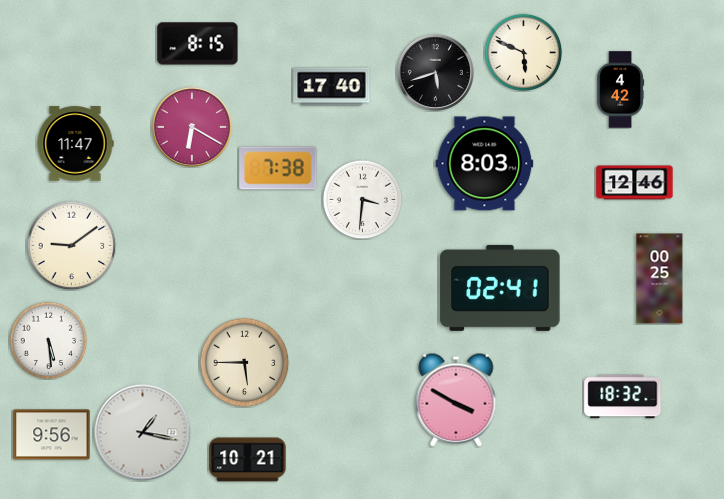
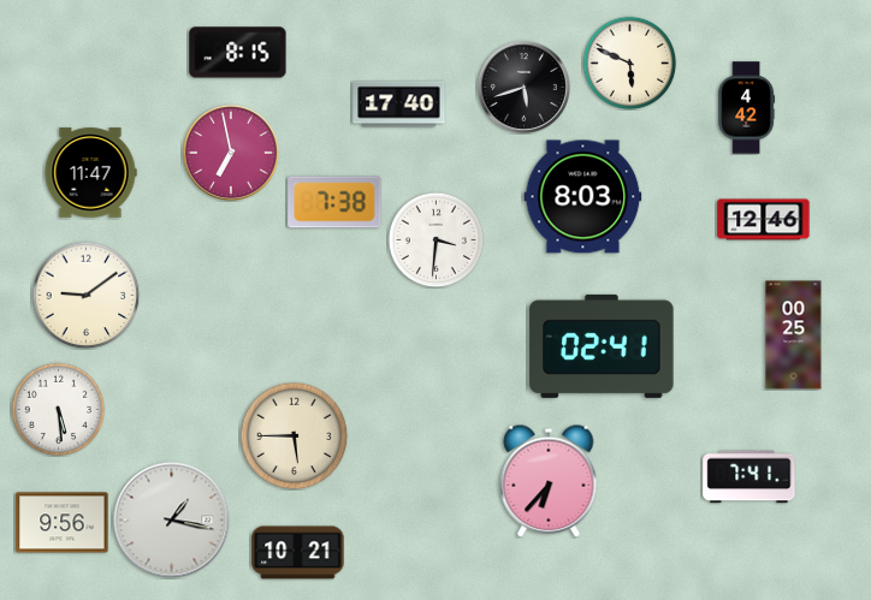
clock at (192, 127): 6:20 -> 6:58
clock at (623, 397): 18:32 -> 7:41
clock at (456, 400): 3:50 -> 6:37
